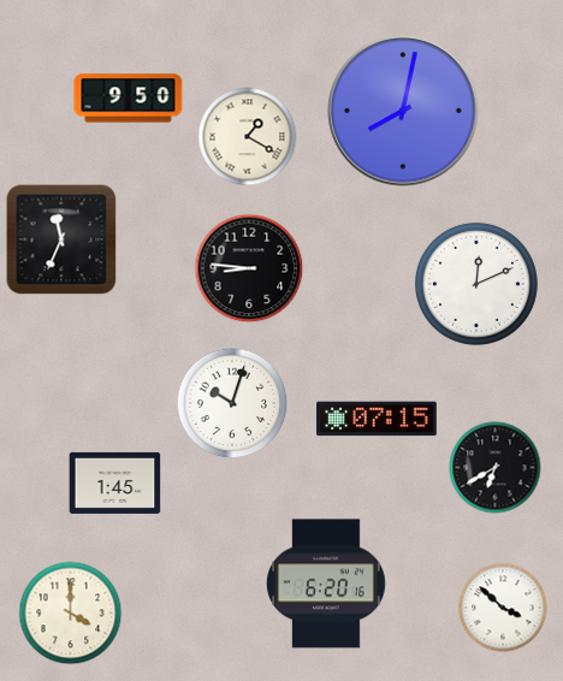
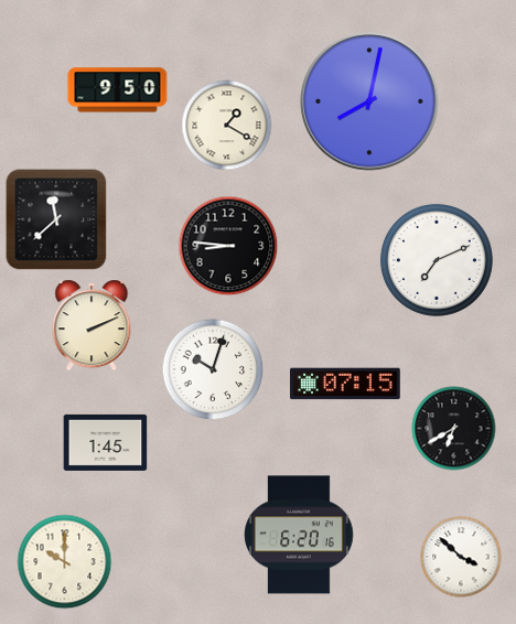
clock at (61, 239): 11:34 -> 11:38
clock at (476, 284): 12:11 -> 7:11
clock at (92, 325): none -> 2:11
clock at (71, 614): 4:00 -> 10:00
